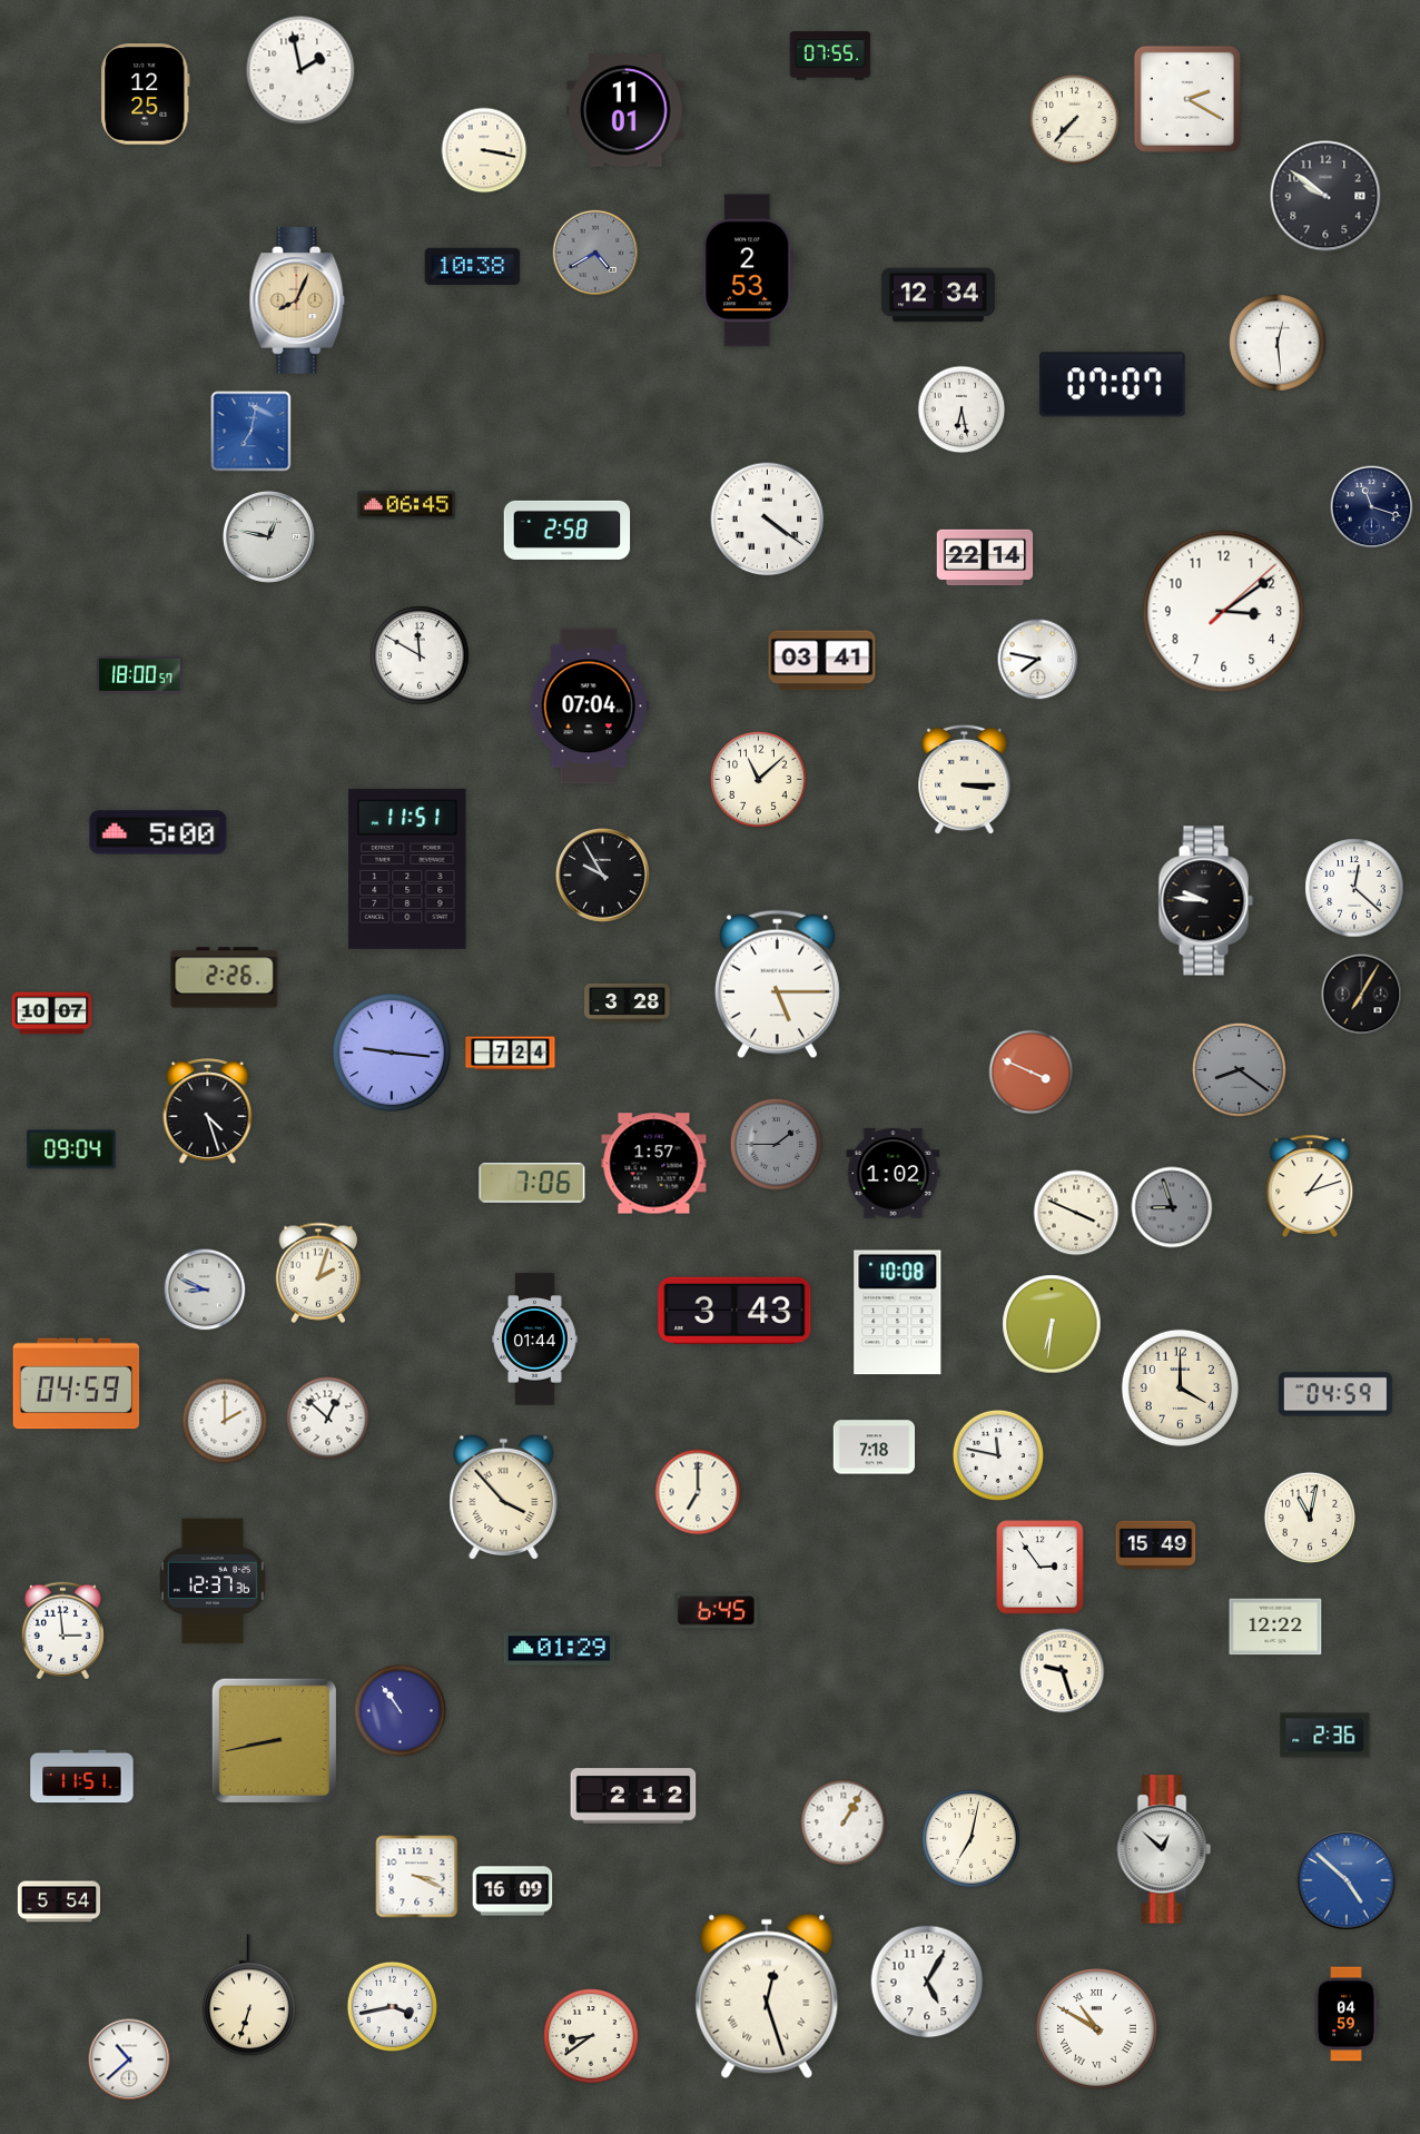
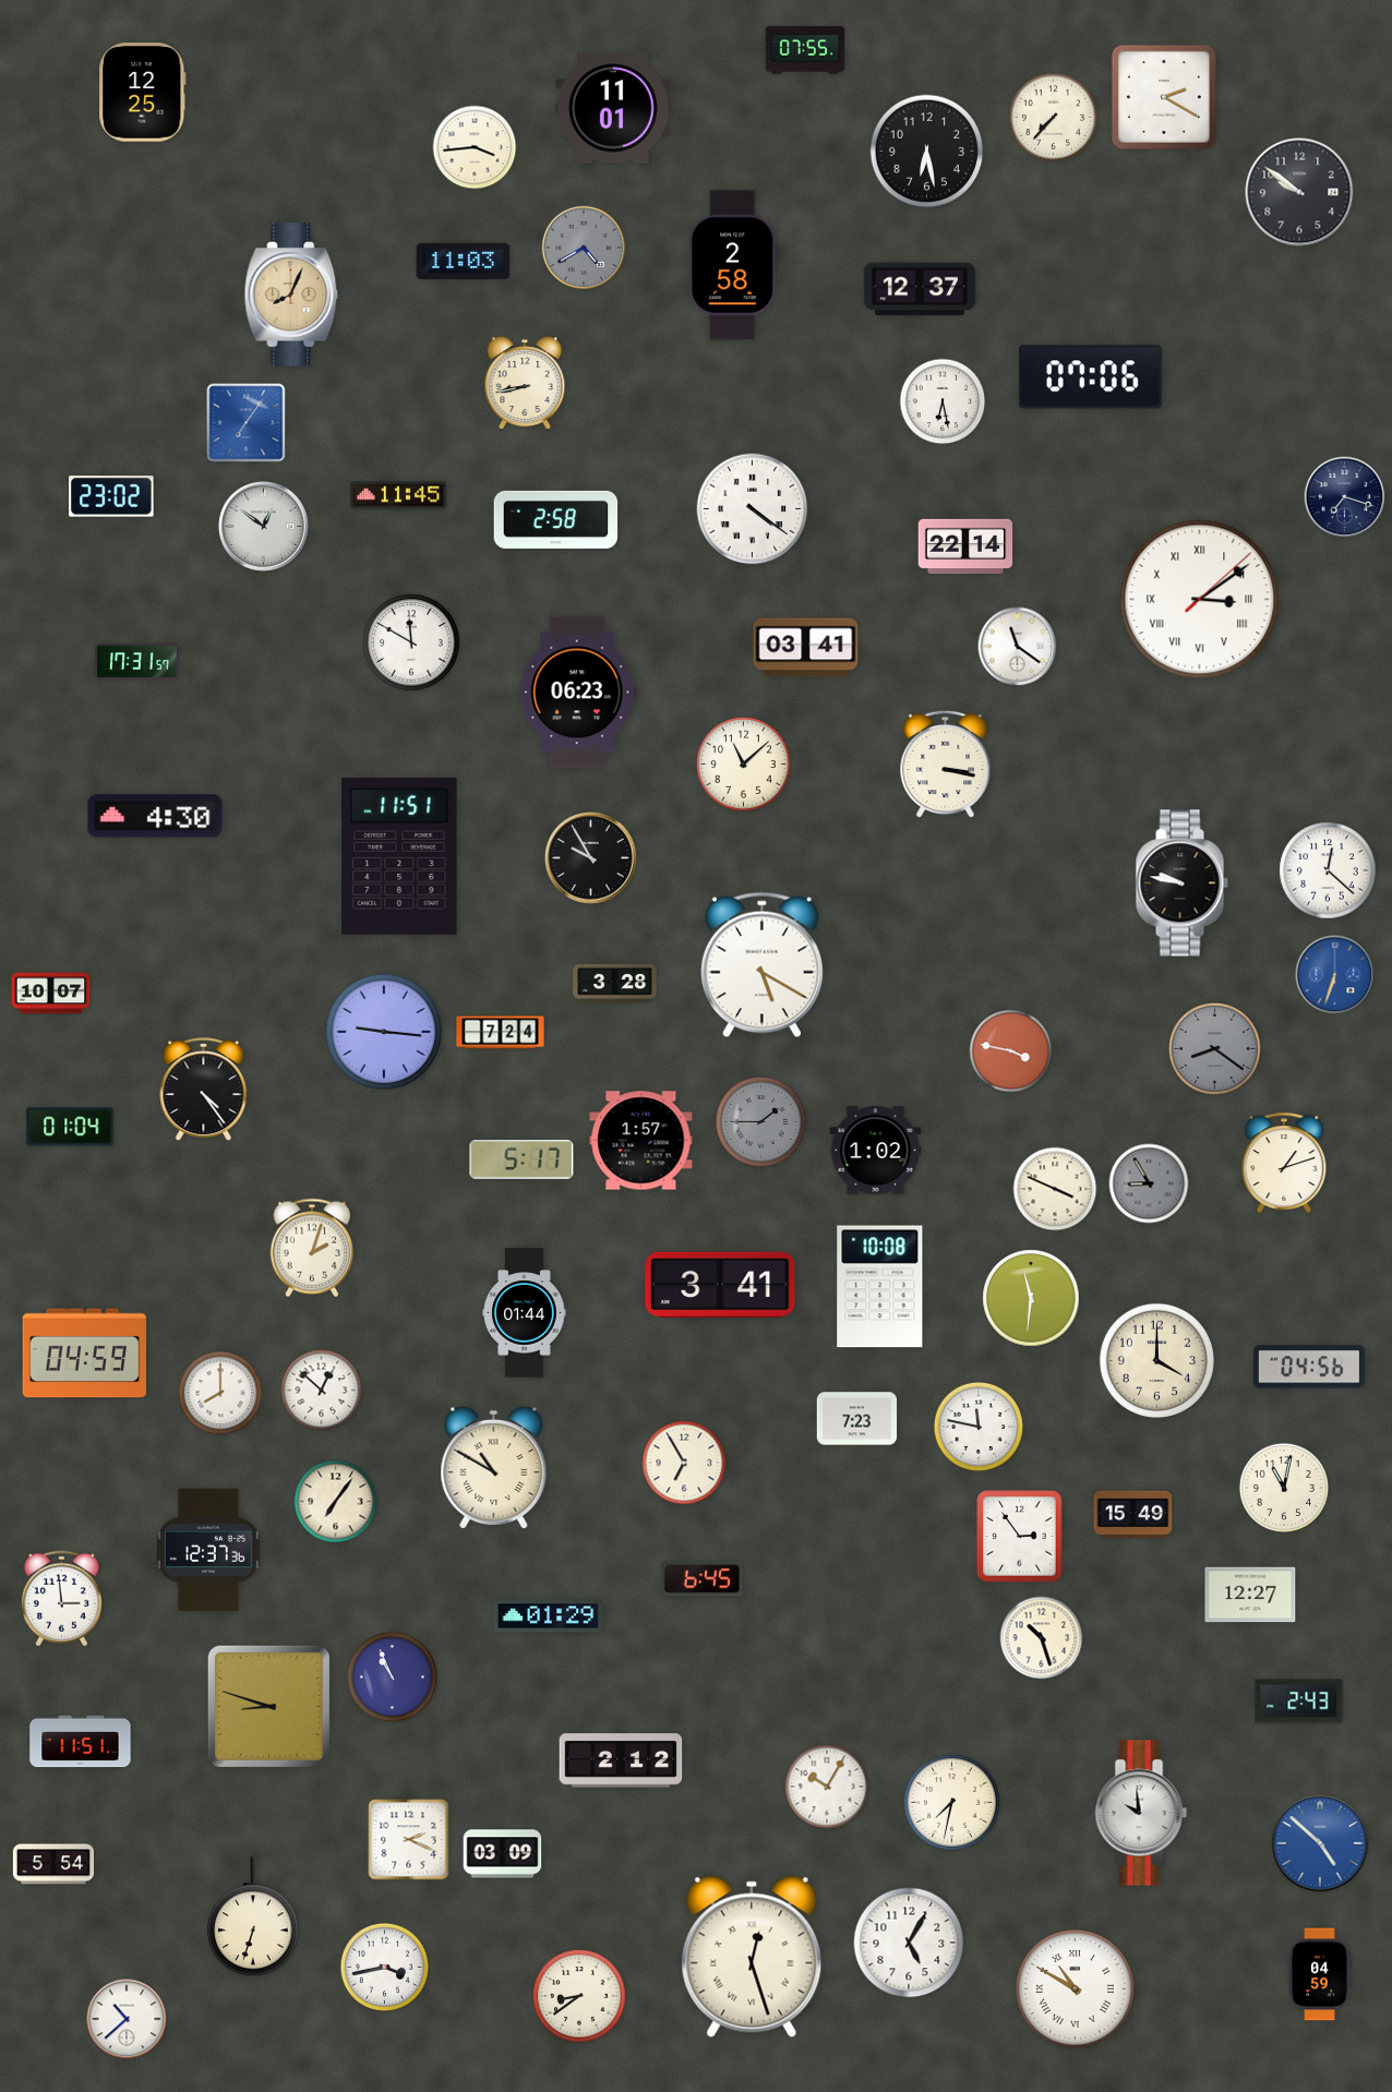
clock at (830, 56) position: (830, 56) -> (805, 50)
clock at (300, 70): 1:58 -> none
clock at (484, 150): 3:17 -> 3:44
clock at (927, 152): none -> 6:28
clock at (473, 266): 10:38 -> 11:03
clock at (748, 270): 2:53 -> 2:58
clock at (938, 295): 12:34 -> 12:37
clock at (1278, 343): 12:29 -> none
clock at (1112, 385): 07:07 -> 07:06
clock at (525, 383): none -> 8:43
clock at (252, 432): 7:02 -> 7:06
clock at (406, 505): 06:45 -> 11:45
clock at (111, 496): none -> 23:02
clock at (1372, 507): 11:18 -> 7:18
clock at (268, 536): 12:47 -> 12:51
clock at (1224, 612) numerals: Arabic -> Roman
clock at (1038, 660): 7:47 -> 11:21
clock at (140, 674): 18:00 -> 17:31
clock at (589, 707): 07:04 -> 06:23
clock at (965, 780): 3:15 -> 3:17
clock at (158, 832): 5:00 -> 4:30
clock at (407, 869) position: (407, 869) -> (399, 856)
clock at (1205, 901): 9:46 -> 9:47
clock at (225, 978): 2:26 -> none
clock at (777, 985): 5:15 -> 5:20
clock at (1362, 995): 7:05 -> 6:33
clock at (1362, 995) dial: black -> blue
clock at (1032, 1073): 3:49 -> 3:47
clock at (208, 1110): 4:27 -> 4:24
clock at (71, 1149): 09:04 -> 01:04
clock at (532, 1183): 7:06 -> 5:17
clock at (1172, 1207): 8:57 -> 8:55
clock at (205, 1290): 8:49 -> none
clock at (734, 1310): 3:43 -> 3:41
clock at (1052, 1324): 6:31 -> 11:31
clock at (77, 1384) position: (77, 1384) -> (85, 1354)
clock at (1335, 1394): 04:59 -> 04:56
clock at (225, 1421): 2:00 -> 8:00
clock at (875, 1448): 7:18 -> 7:23
clock at (698, 1492): 7:00 -> 6:55
clock at (504, 1496): 3:53 -> 10:50
clock at (336, 1502): none -> 7:06
clock at (1275, 1627): 12:22 -> 12:27
clock at (1063, 1671): 9:27 -> 10:27
clock at (400, 1710): 10:54 -> 10:56
clock at (1325, 1736): 2:36 -> 2:43
clock at (274, 1740): 8:43 -> 8:48
clock at (844, 1822): 1:05 -> 10:05
clock at (972, 1839): 7:02 -> 7:32
clock at (1164, 1849): 12:52 -> 9:59
clock at (417, 1877): 3:19 -> 2:19
clock at (513, 1891): 16:09 -> 03:09
clock at (58, 1901) position: (58, 1901) -> (52, 1864)
clock at (249, 1996) position: (249, 1996) -> (253, 1917)
